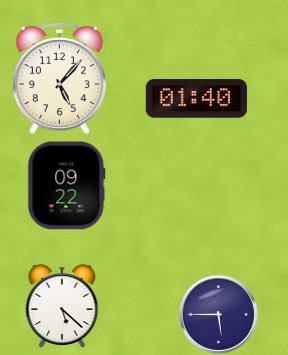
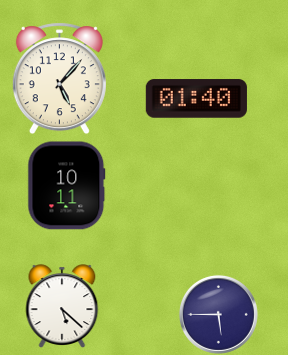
clock at (67, 186): 09:22 -> 10:11
